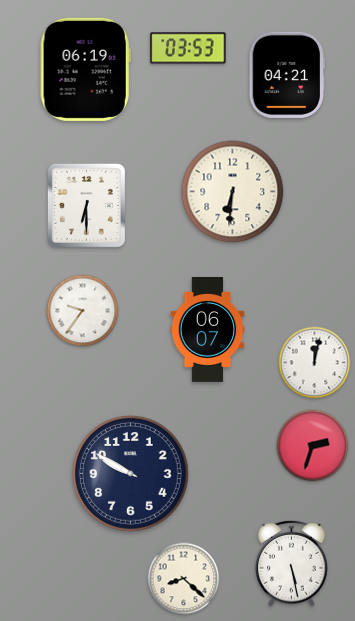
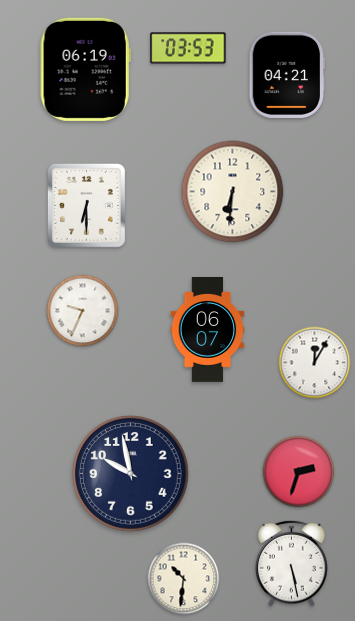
clock at (83, 311): 9:36 -> 9:34
clock at (315, 363): 12:02 -> 12:05
clock at (313, 446) position: (313, 446) -> (299, 472)
clock at (131, 474): 9:50 -> 9:58
clock at (184, 579): 8:22 -> 10:31
